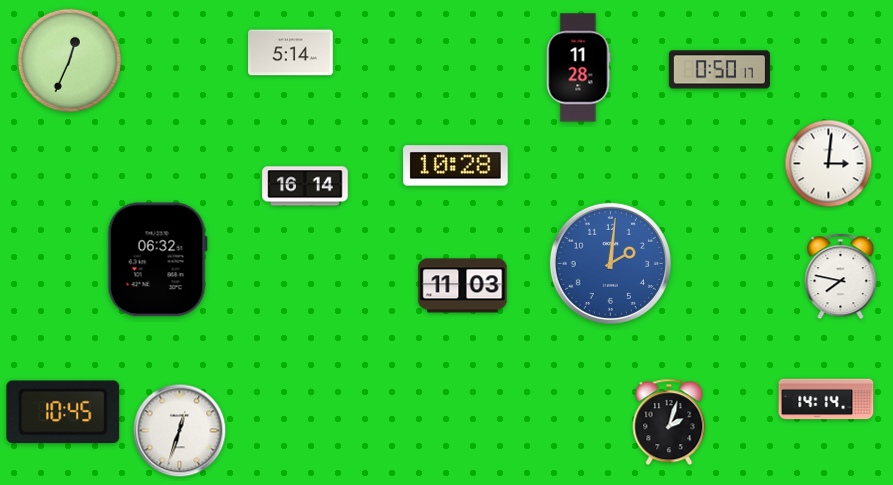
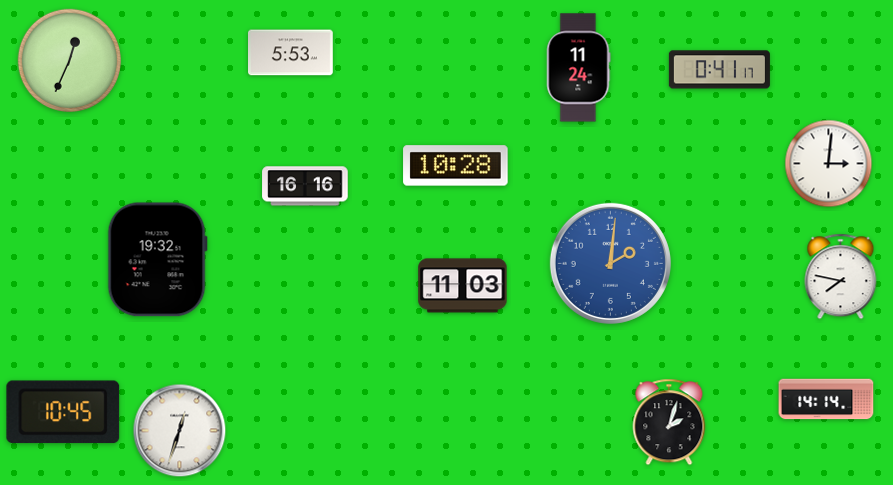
clock at (291, 53): 5:14 -> 5:53
clock at (579, 68): 11:28 -> 11:24
clock at (719, 70): 0:50 -> 0:41
clock at (305, 186): 16:14 -> 16:16
clock at (157, 260): 06:32 -> 19:32
